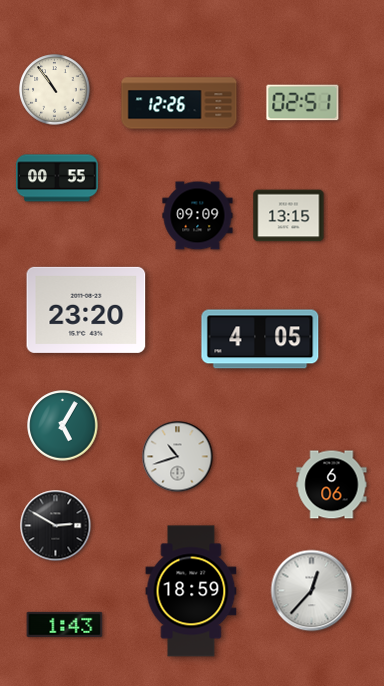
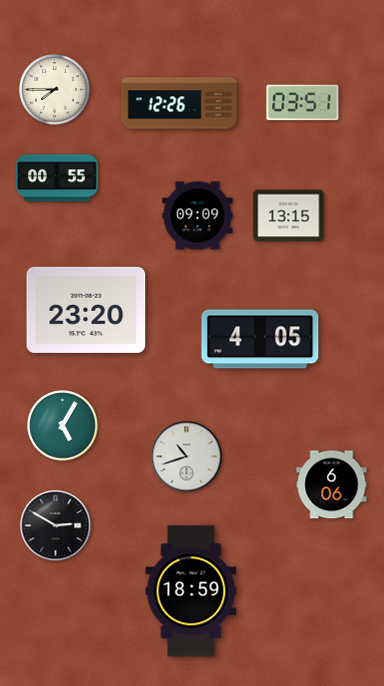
clock at (55, 90): 10:54 -> 7:45
clock at (303, 103): 02:51 -> 03:51
clock at (178, 457) position: (178, 457) -> (187, 457)
clock at (312, 591): 12:37 -> none
clock at (65, 624): 1:43 -> none
